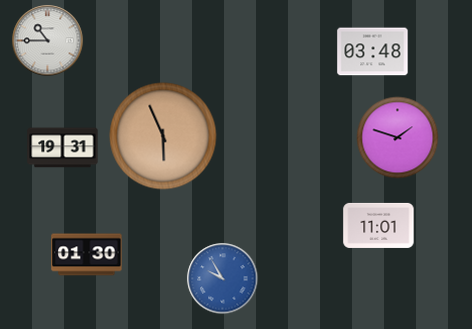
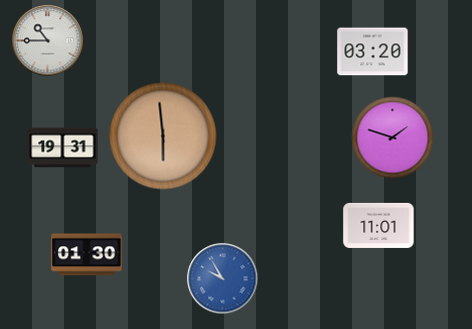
clock at (373, 52): 03:48 -> 03:20
clock at (163, 136): 5:56 -> 5:59
clock at (398, 138) position: (398, 138) -> (393, 138)
